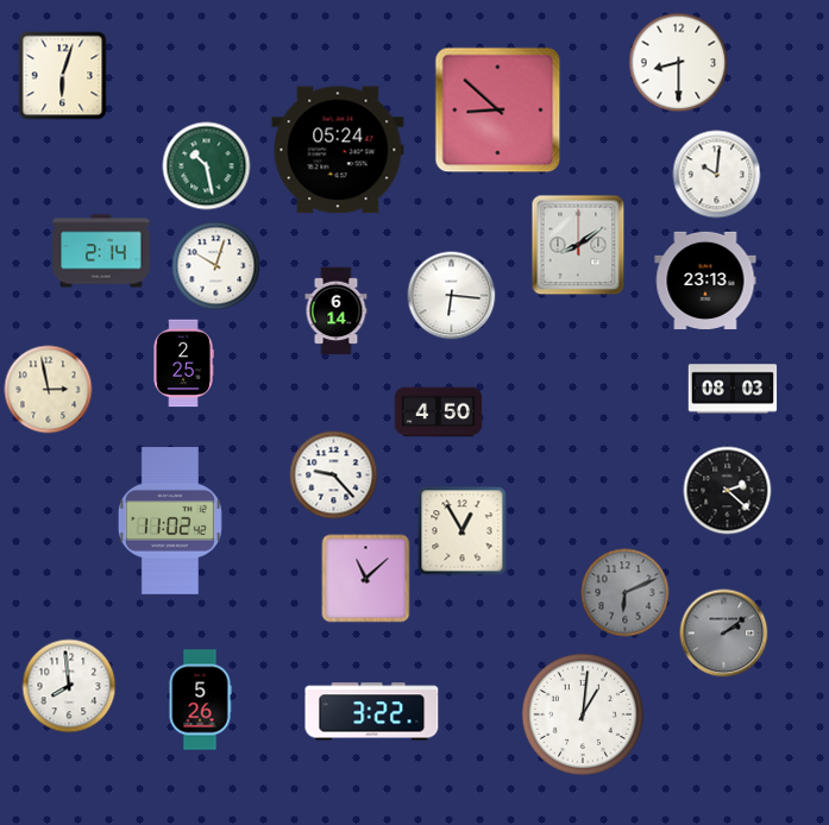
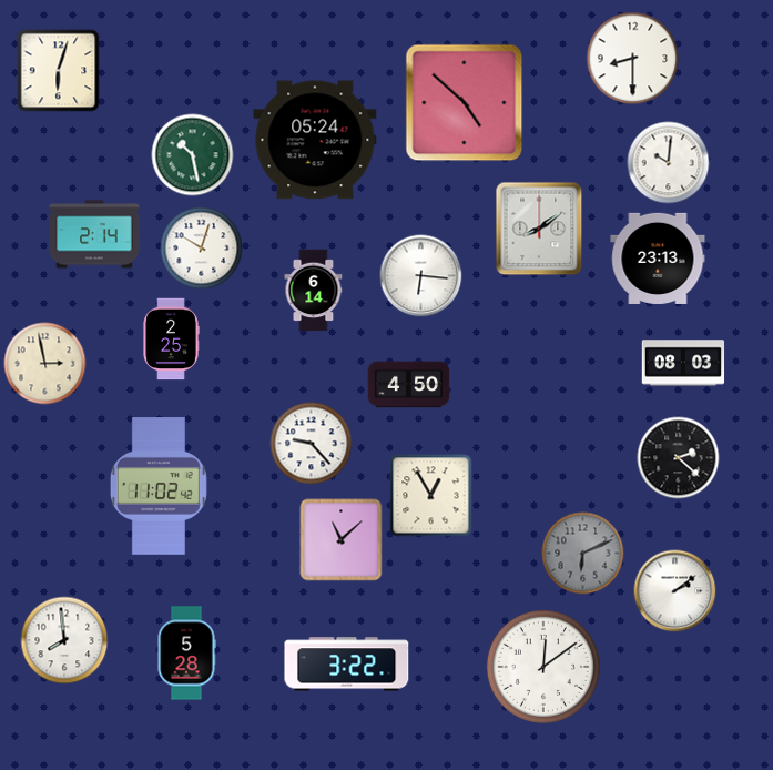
clock at (498, 111): 8:52 -> 4:52
clock at (705, 281) position: (705, 281) -> (658, 259)
clock at (724, 634) dial: grey -> white
clock at (200, 700): 5:26 -> 5:28
clock at (583, 714): 1:01 -> 12:09
